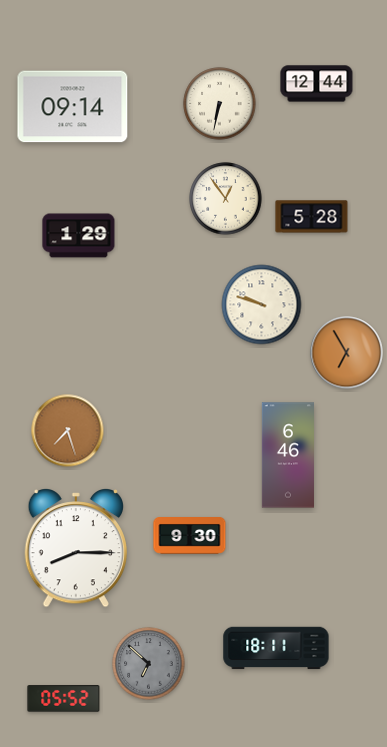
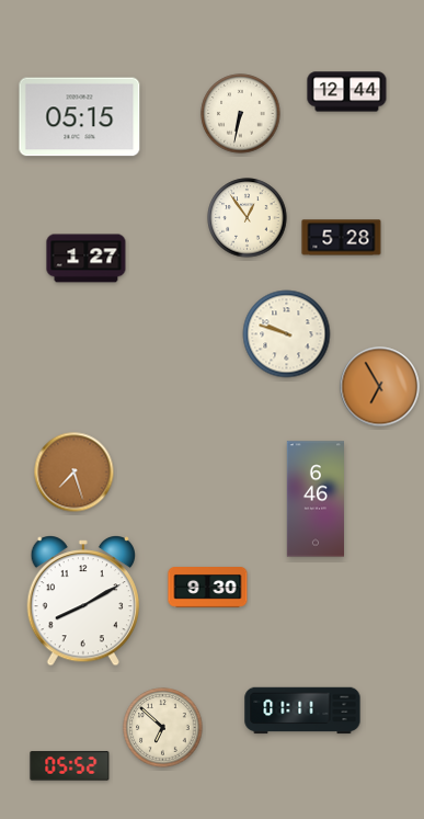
clock at (73, 107): 09:14 -> 05:15
clock at (79, 236): 1:29 -> 1:27
clock at (75, 549): 8:15 -> 8:10
clock at (276, 648): 18:11 -> 01:11
clock at (149, 664) dial: grey -> cream
